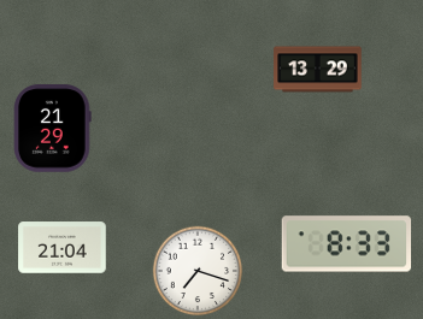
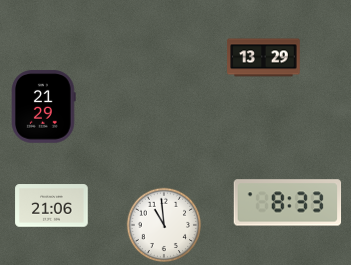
clock at (63, 248): 21:04 -> 21:06
clock at (198, 271): 7:18 -> 10:59
